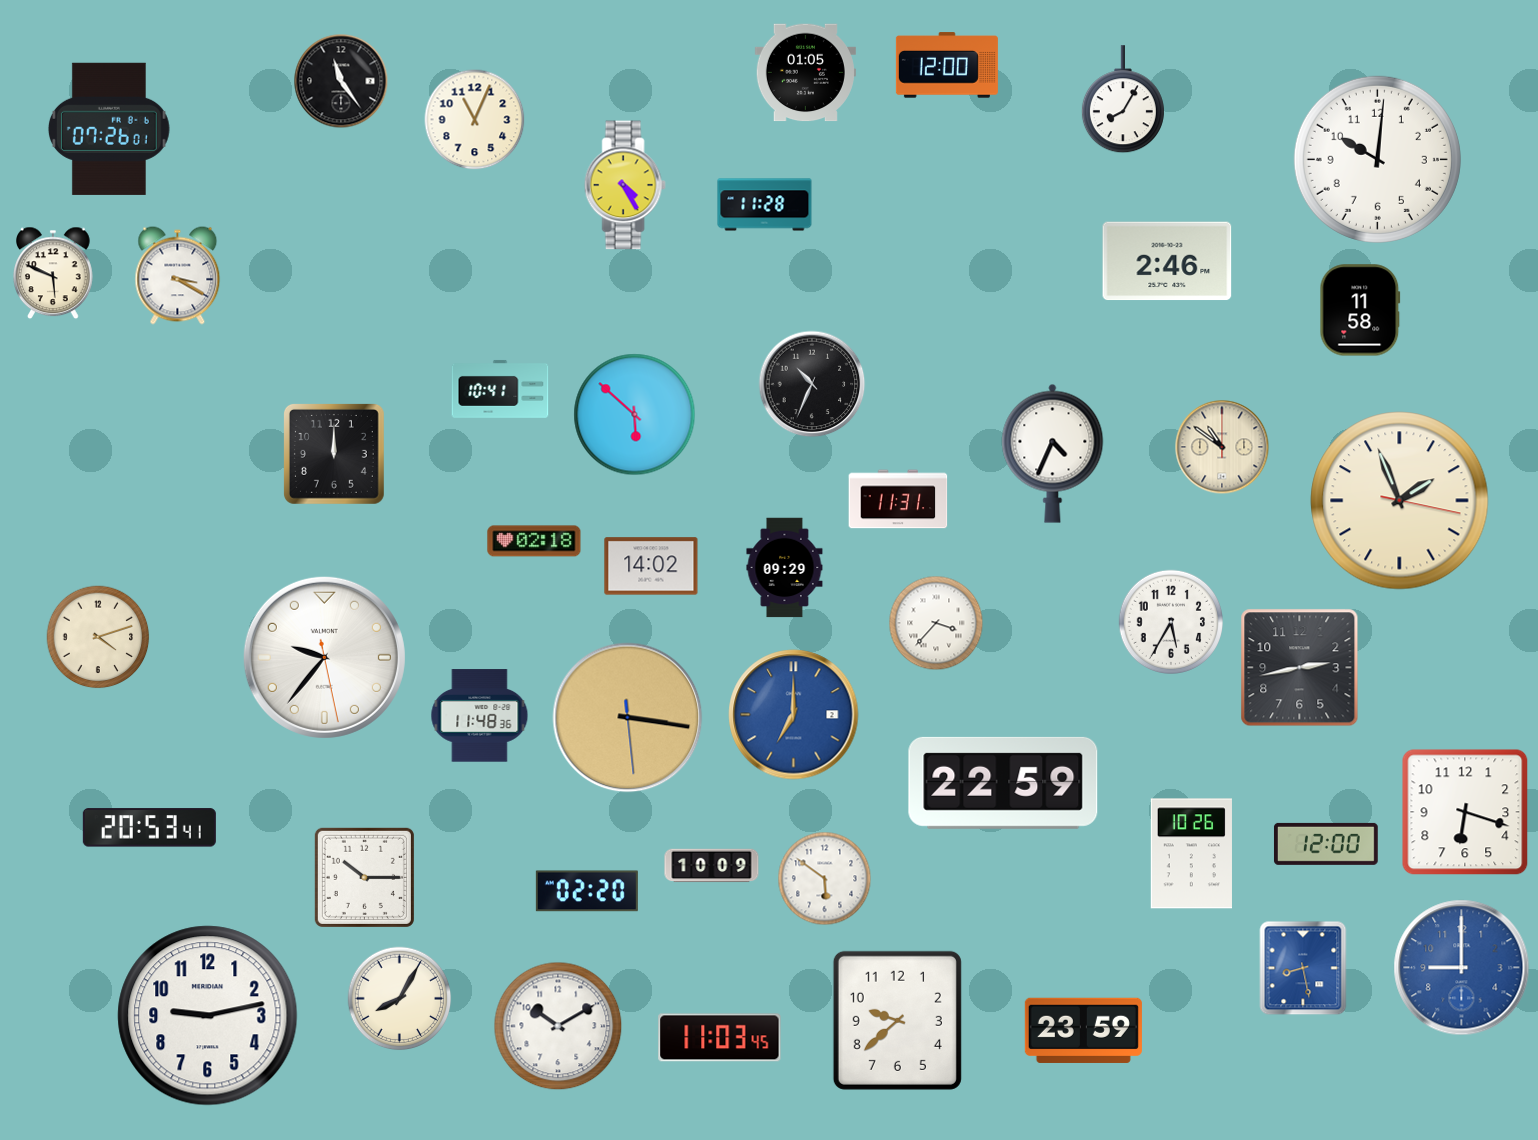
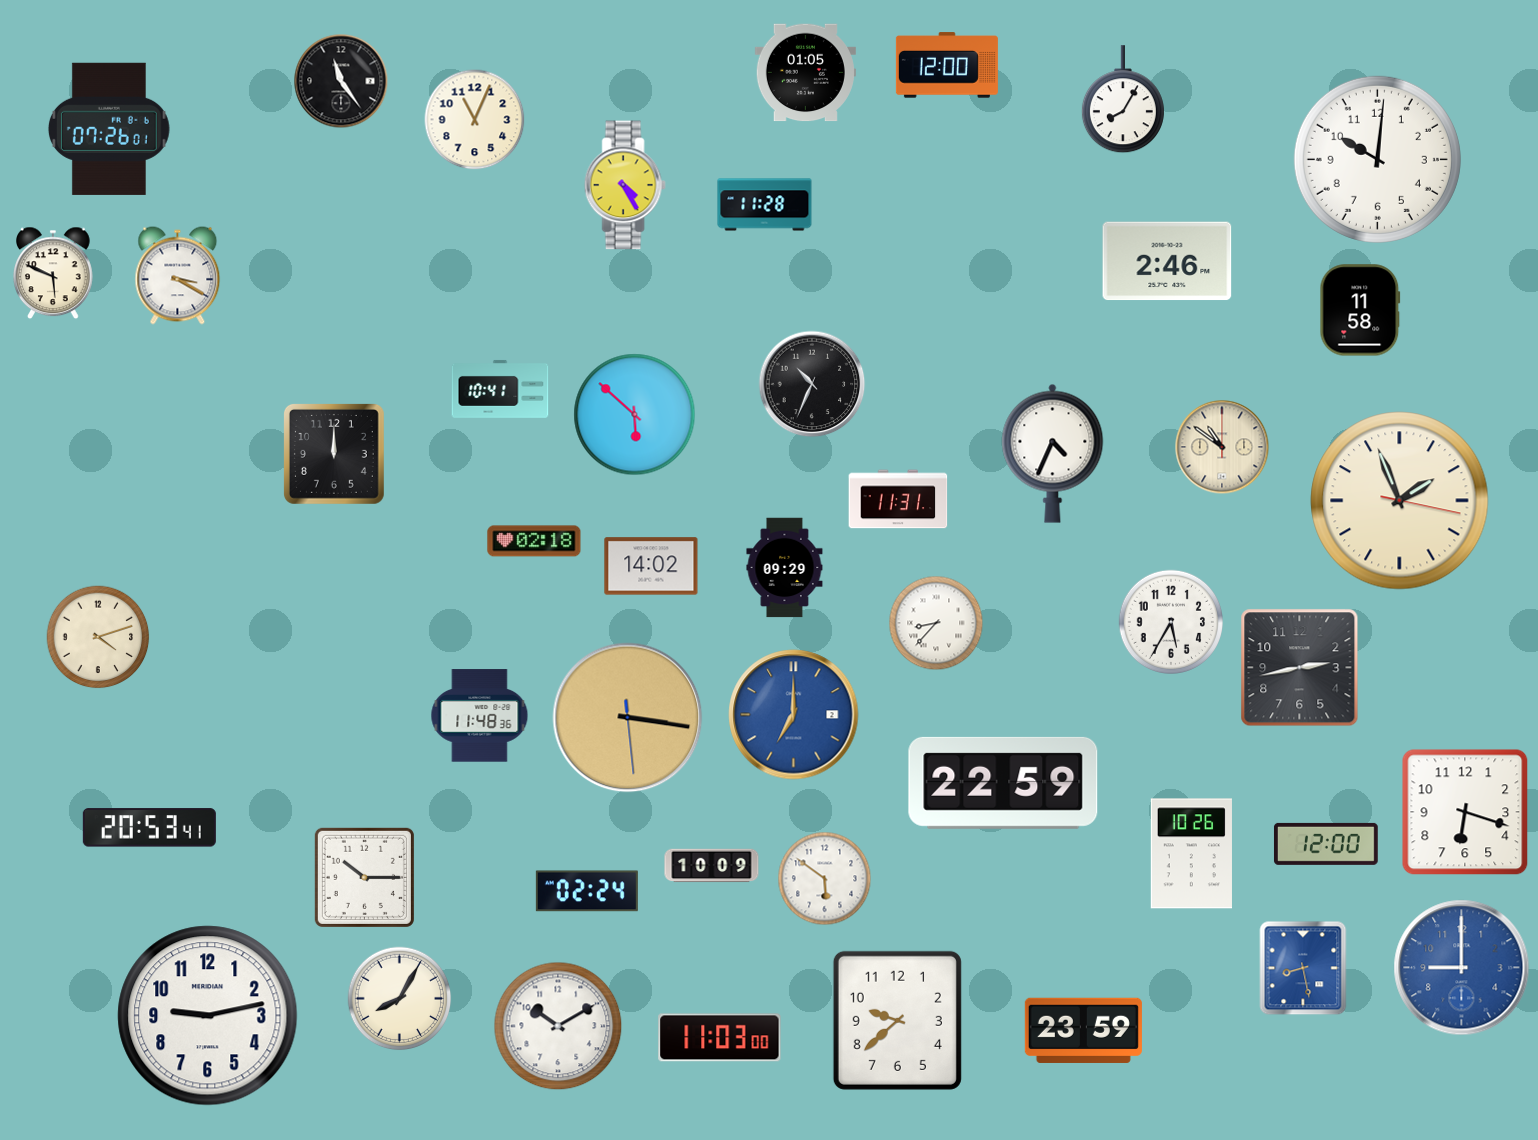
clock at (936, 623): 3:37 -> 8:37
clock at (324, 657): 9:36 -> none
clock at (587, 891): 02:20 -> 02:24
clock at (720, 1038): 11:03:45 -> 11:03:00
